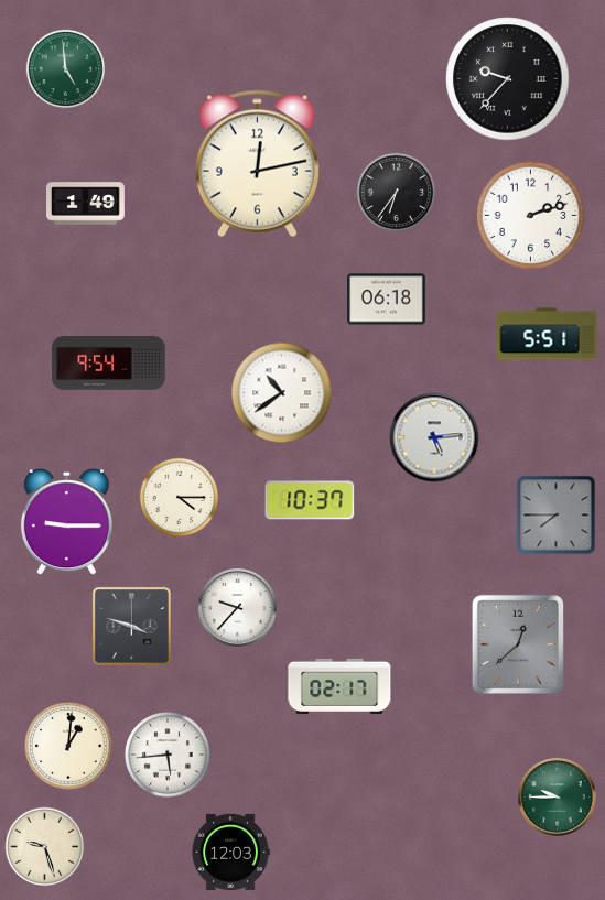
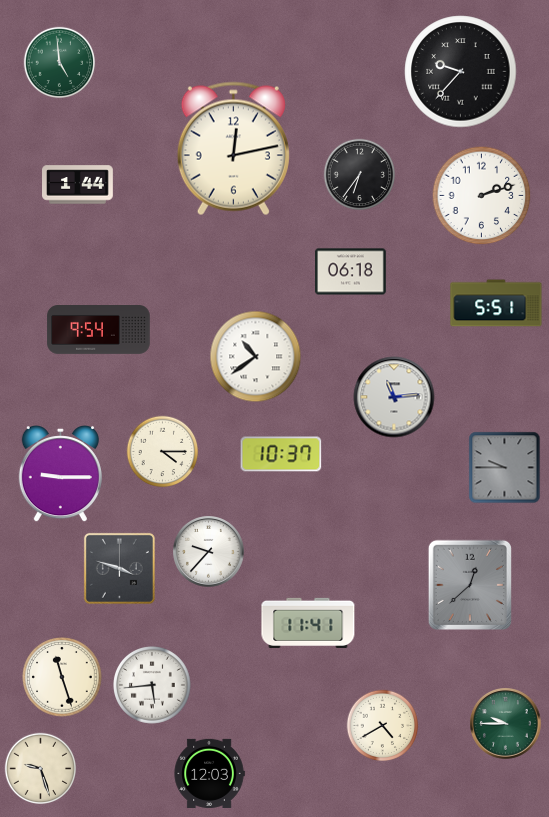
clock at (86, 204): 1:49 -> 1:44
clock at (434, 437): 5:14 -> 11:14
clock at (557, 516): 7:45 -> 9:45
clock at (238, 608) position: (238, 608) -> (209, 552)
clock at (339, 686): 02:17 -> 11:41
clock at (68, 746): 1:01 -> 11:27
clock at (383, 726): none -> 4:40
